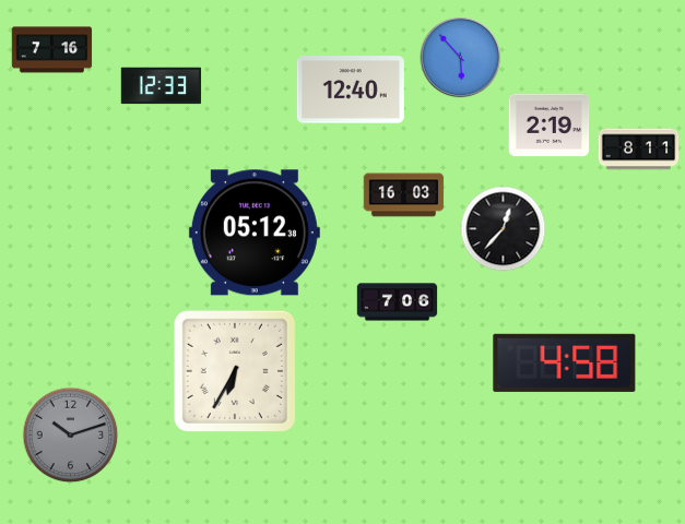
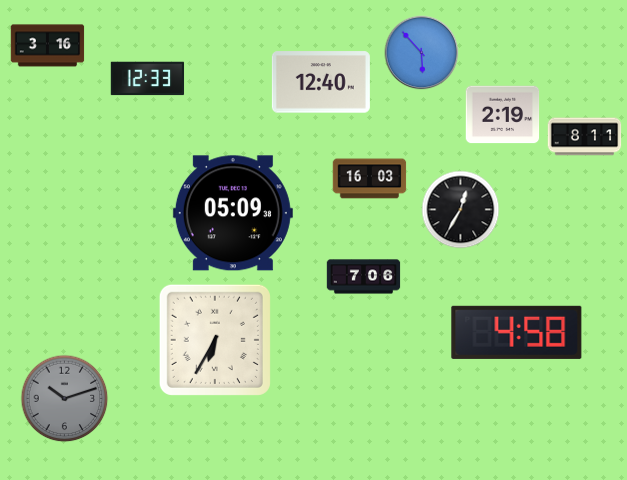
clock at (52, 50): 7:16 -> 3:16
clock at (504, 229): 12:37 -> 12:35
clock at (255, 233): 05:12 -> 05:09
